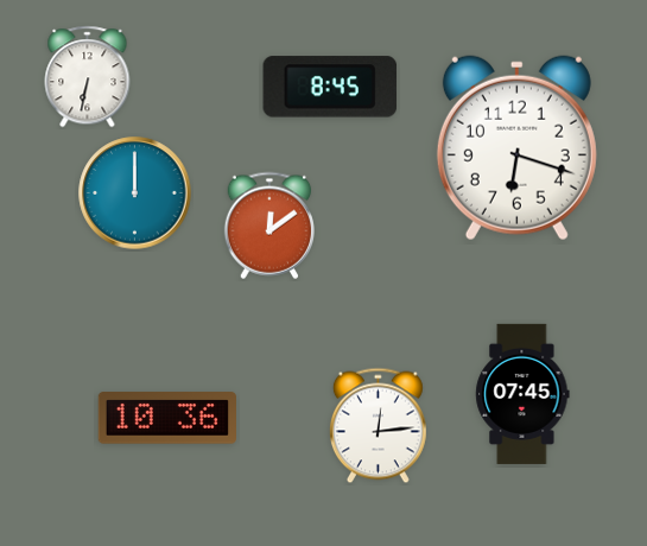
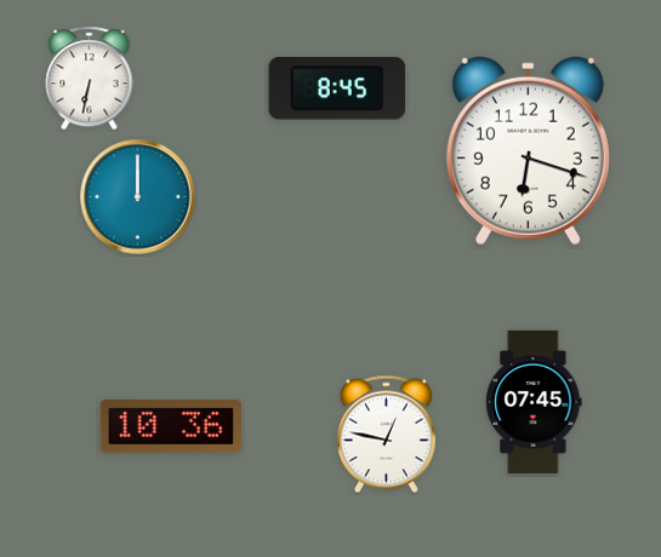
clock at (268, 226): 12:09 -> none
clock at (378, 426): 12:14 -> 12:47
